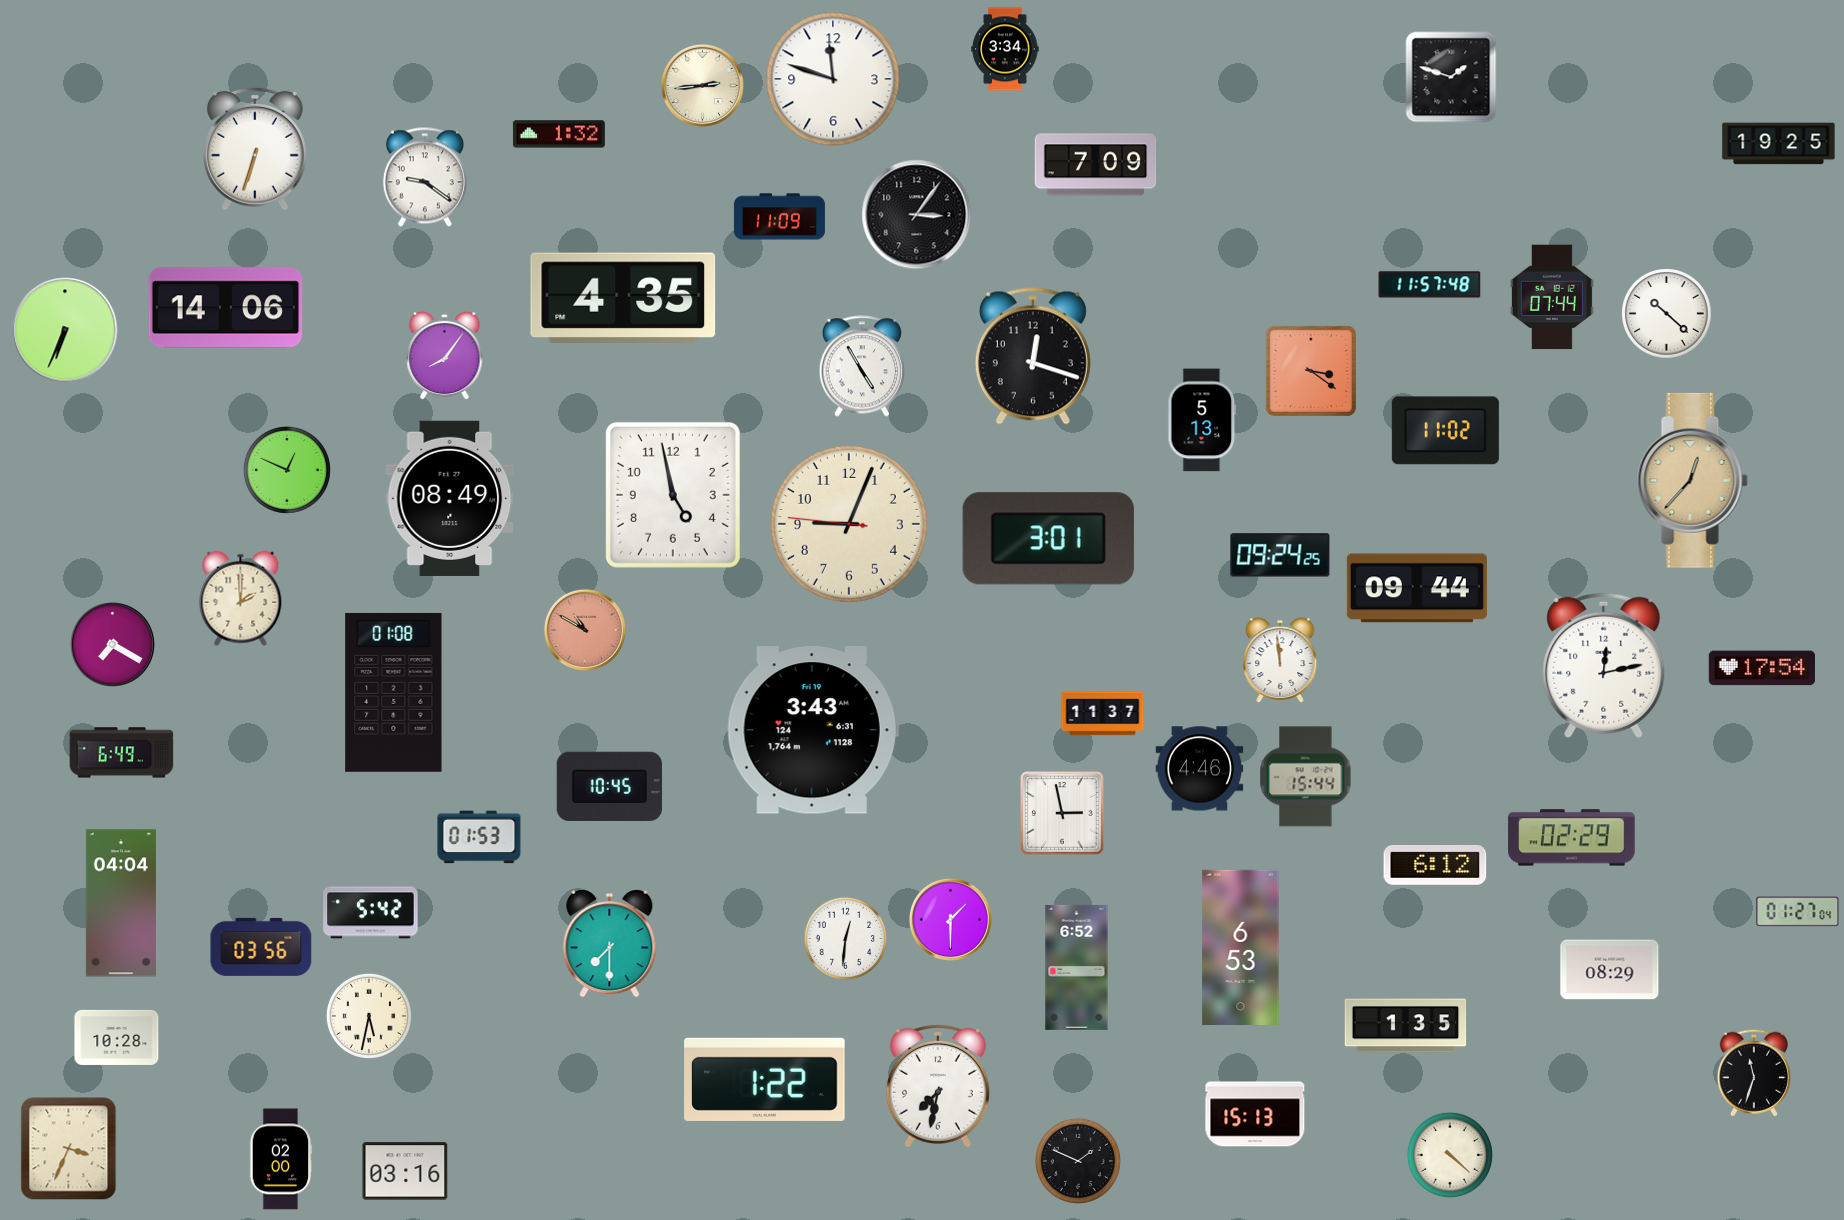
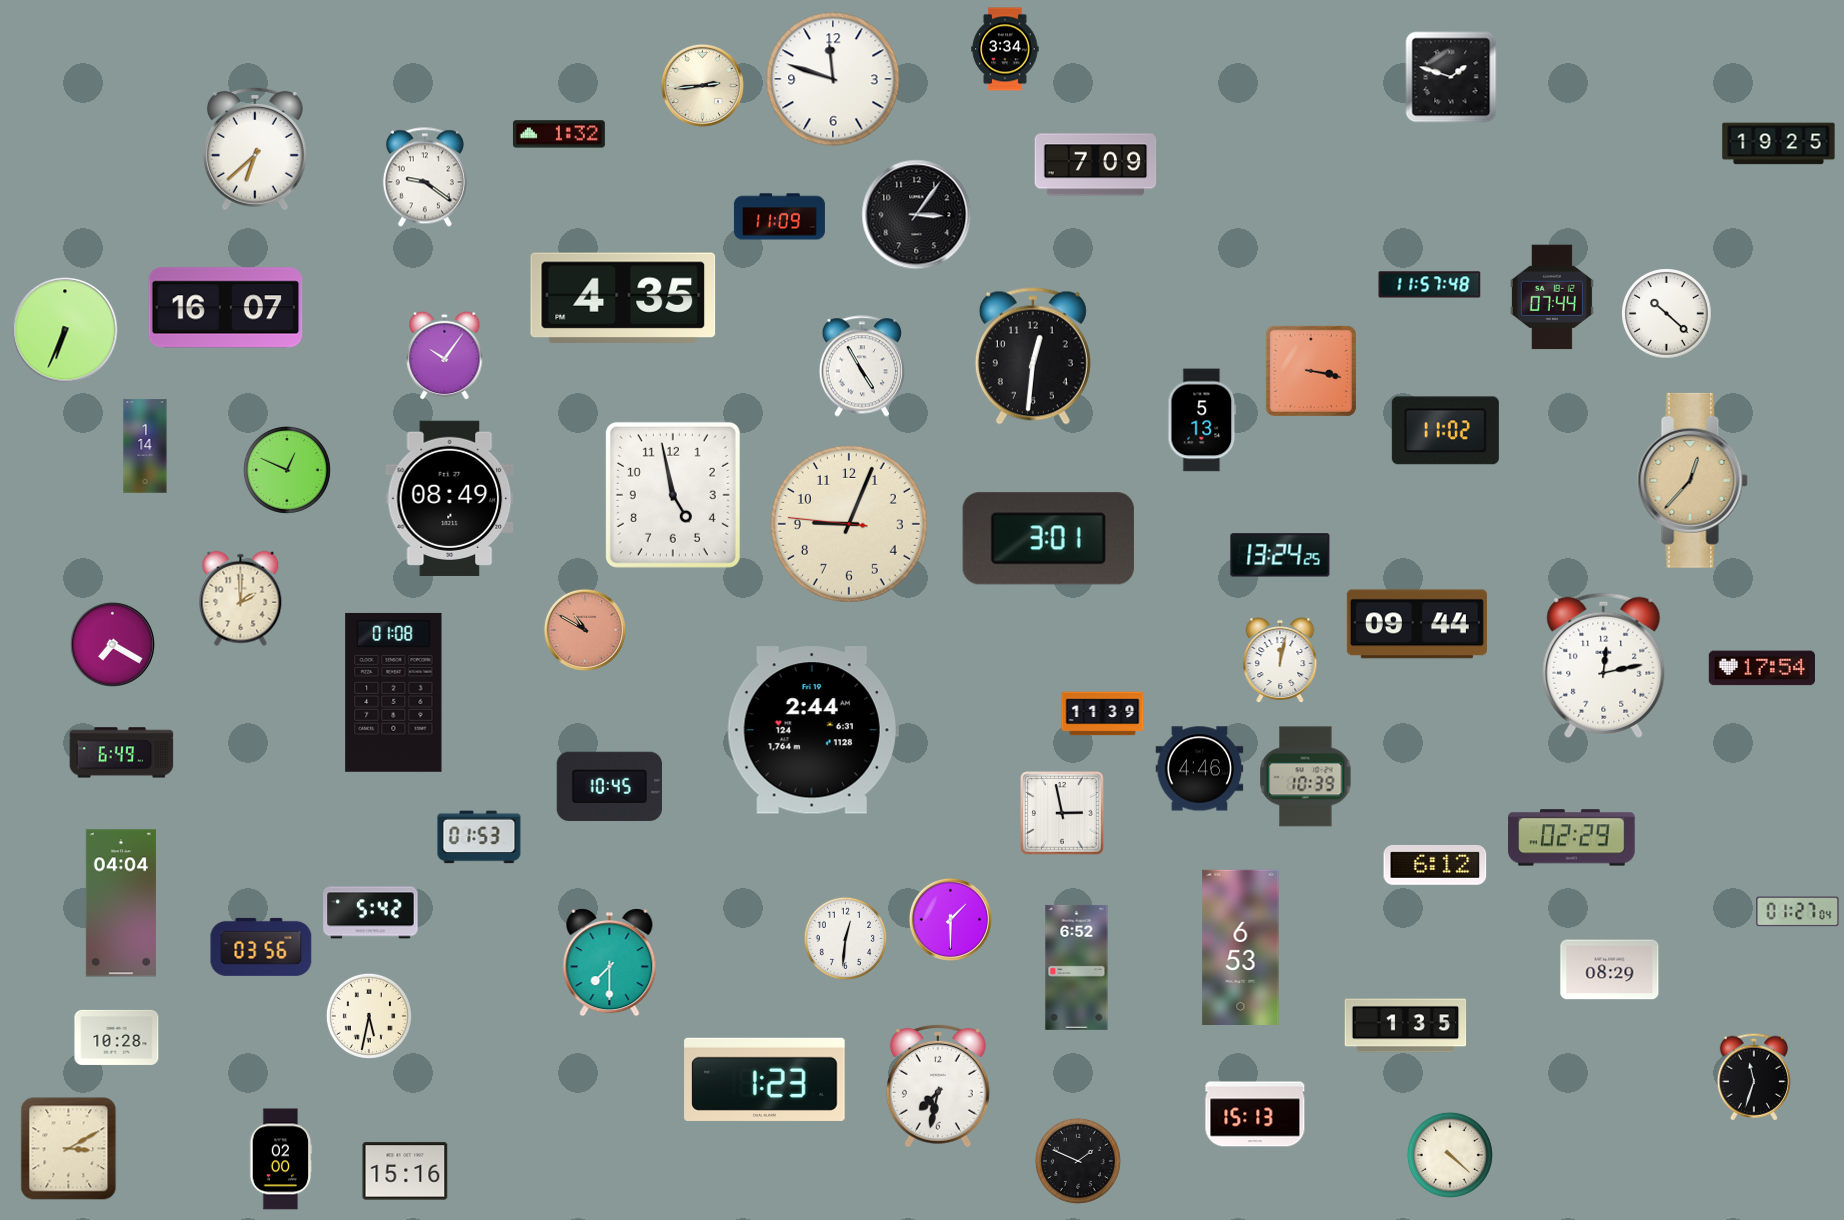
clock at (255, 149): 6:33 -> 6:38
clock at (226, 308): 14:06 -> 16:07
clock at (445, 355): 8:06 -> 10:06
clock at (1033, 356): 12:18 -> 12:31
clock at (1311, 371): 3:21 -> 3:17
clock at (145, 446): none -> 1:14
clock at (1280, 555): 09:24 -> 13:24
clock at (1417, 588) position: (1417, 588) -> (1417, 624)
clock at (1280, 661): 11:59 -> 12:02
clock at (1103, 714): 11:37 -> 11:39
clock at (813, 730): 3:43 -> 2:44
clock at (1306, 777): 15:44 -> 10:39
clock at (610, 944) position: (610, 944) -> (610, 963)
clock at (1754, 1073) position: (1754, 1073) -> (1754, 1077)
clock at (765, 1079): 1:22 -> 1:23
clock at (69, 1149): 3:34 -> 3:10
clock at (405, 1171): 03:16 -> 15:16
